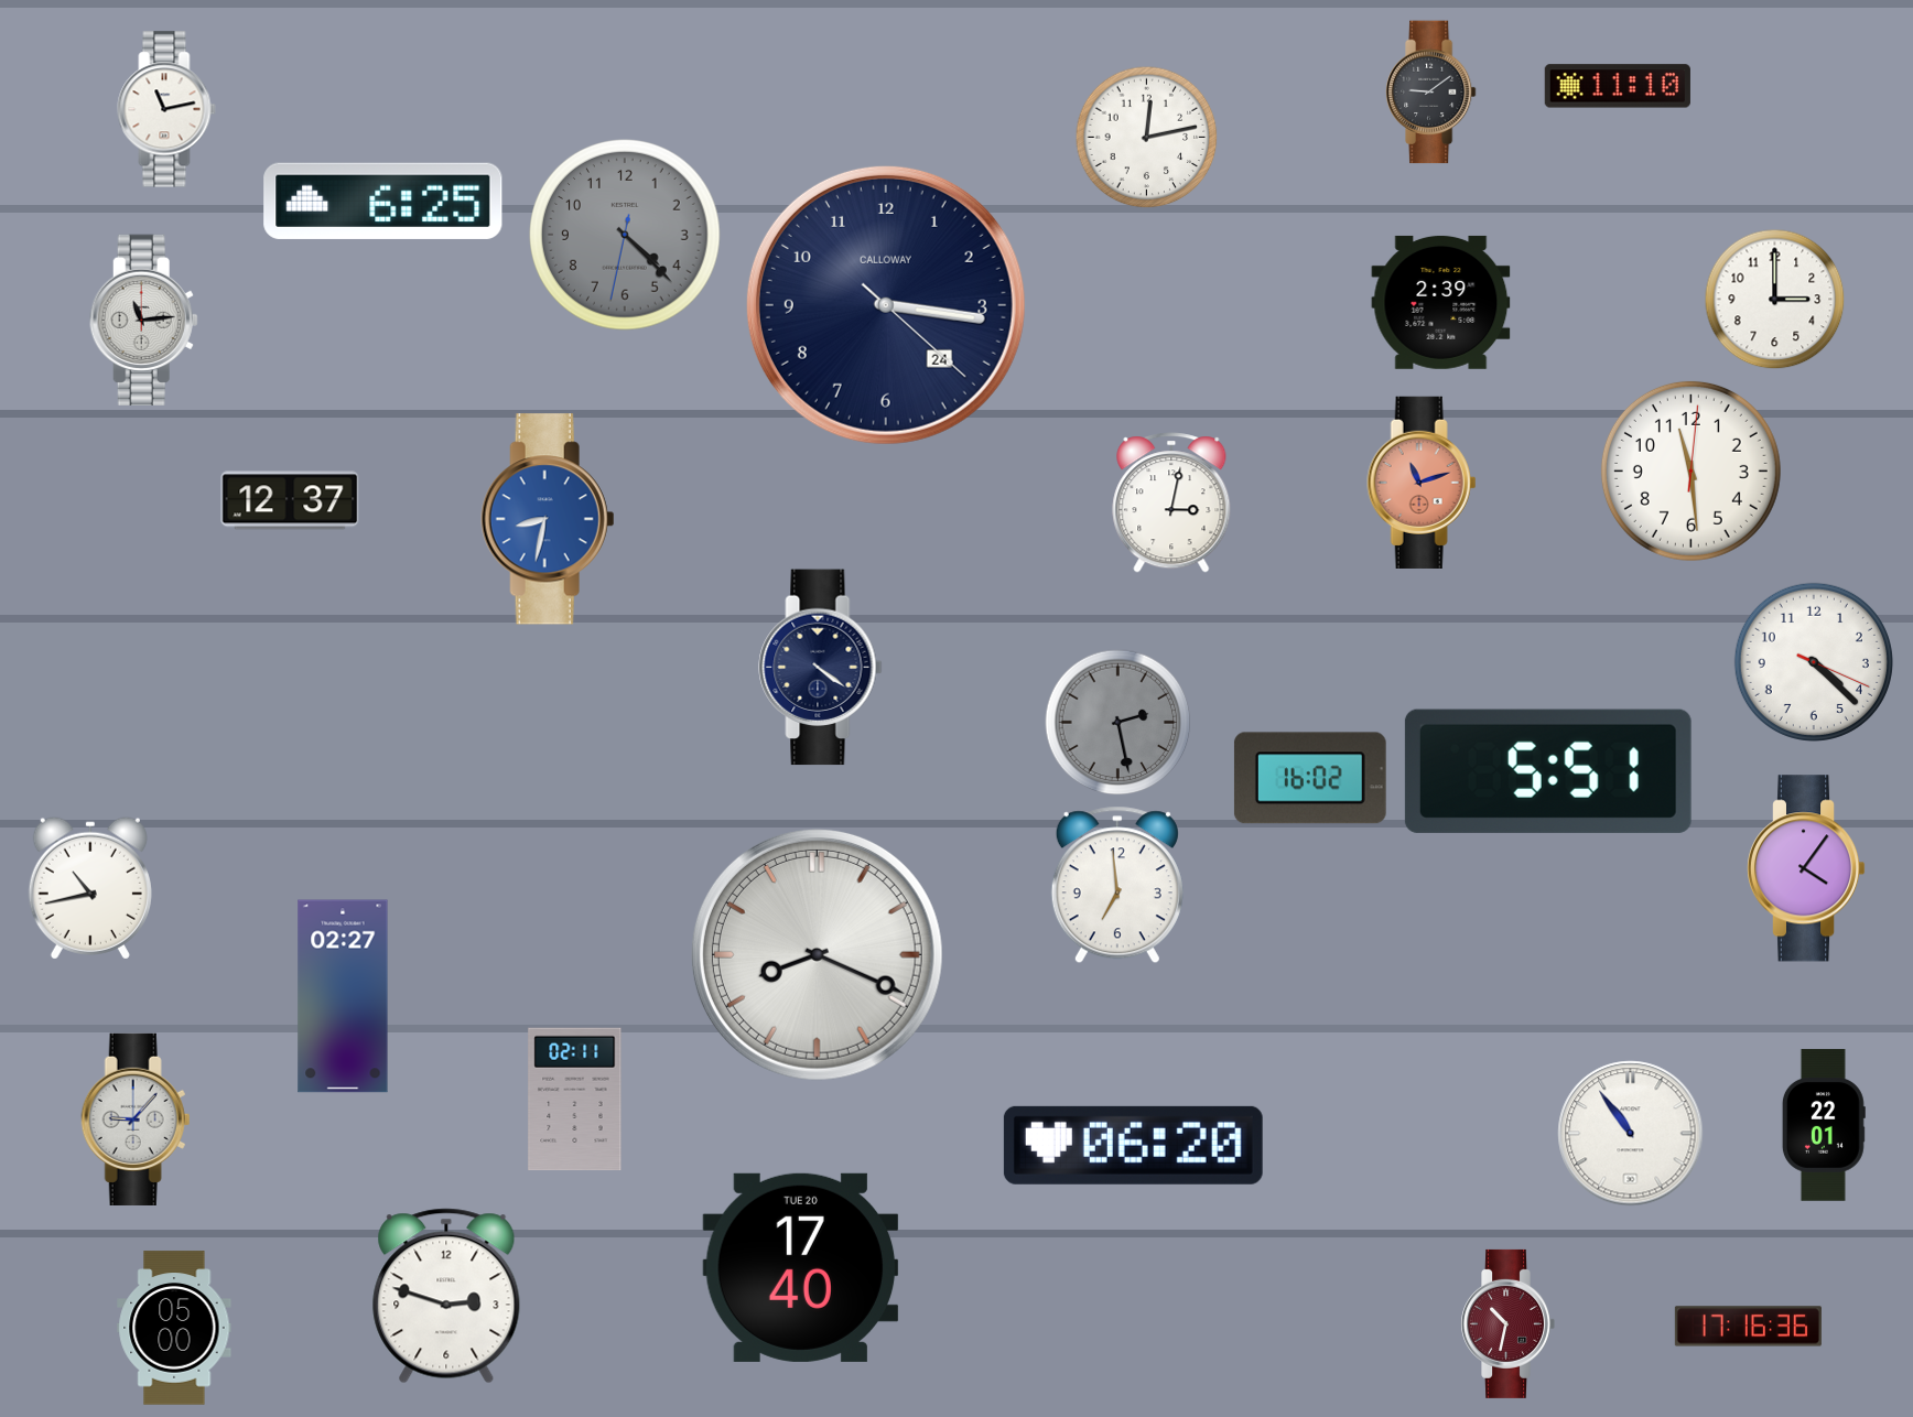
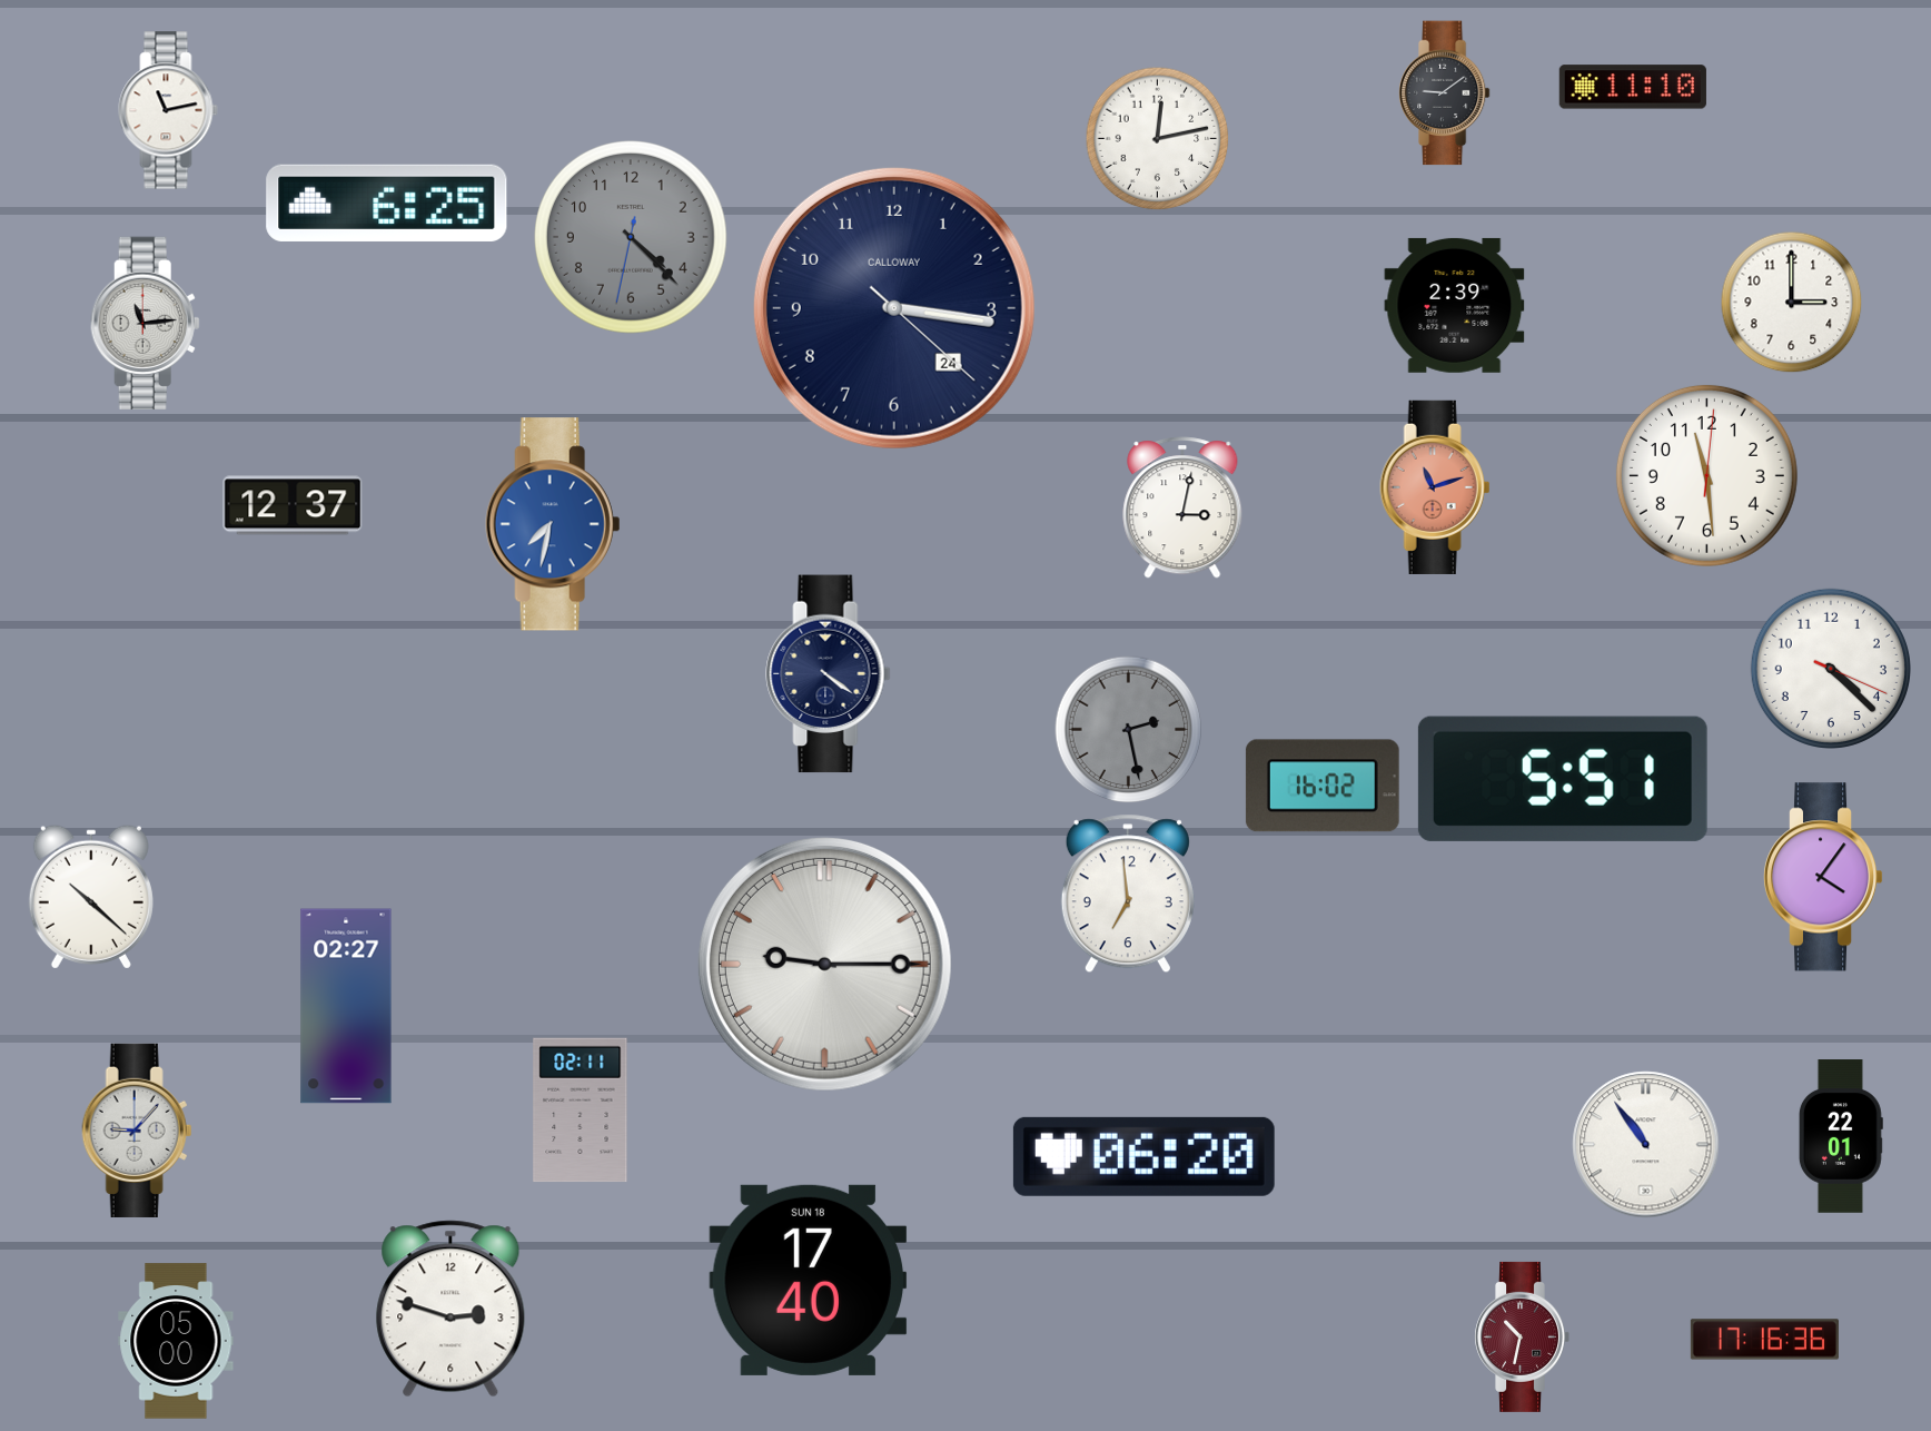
clock at (548, 519): 8:32 -> 7:32
clock at (90, 888): 10:43 -> 10:22
clock at (817, 954): 8:19 -> 9:15
clock at (801, 1267) date: TUE 20 -> SUN 18
